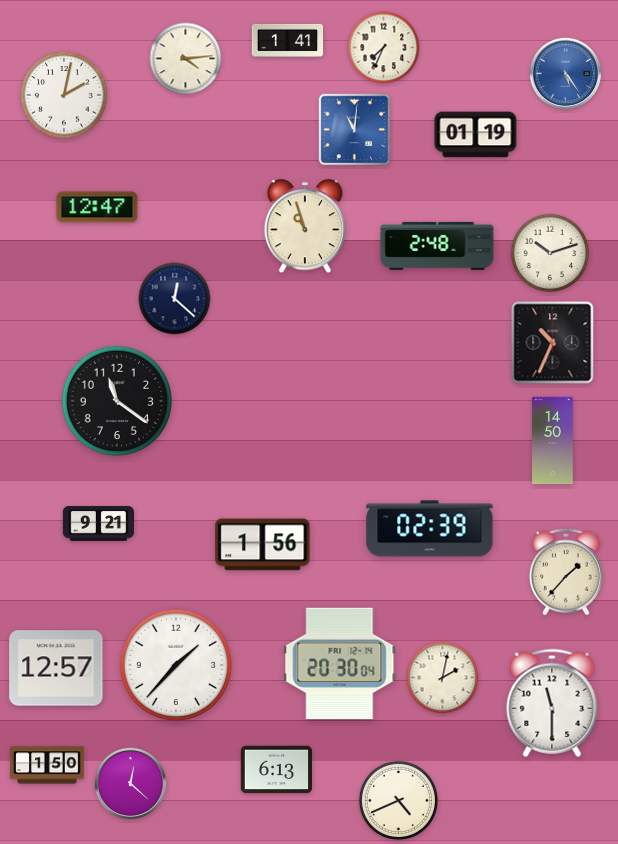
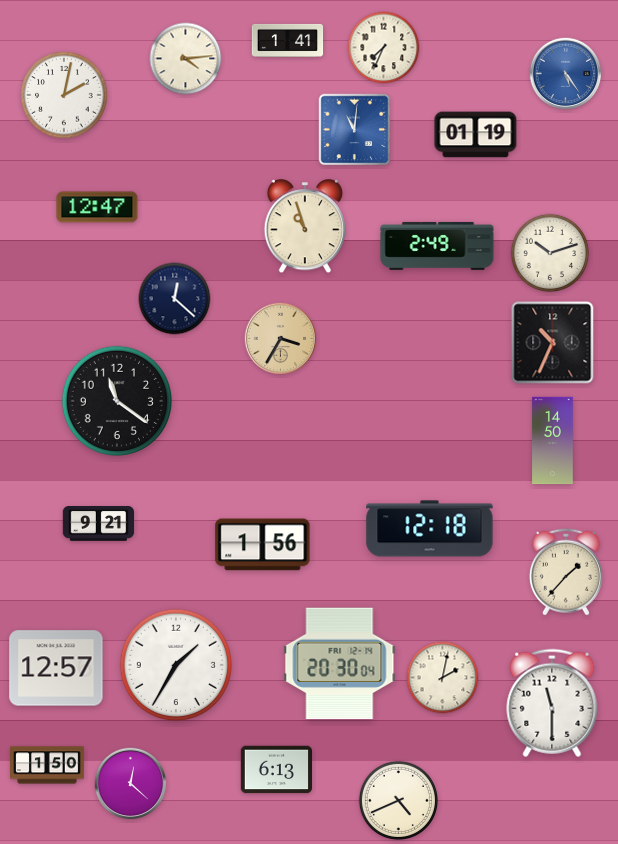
clock at (437, 246): 2:48 -> 2:49
clock at (281, 339): none -> 3:35
clock at (430, 529): 02:39 -> 12:18
clock at (176, 665): 1:37 -> 1:35
